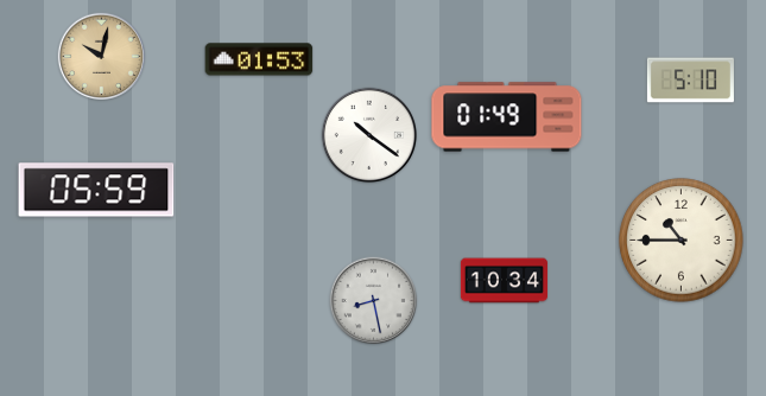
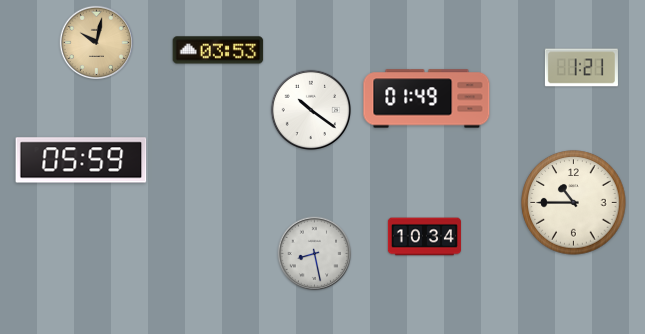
clock at (102, 57) position: (102, 57) -> (97, 43)
clock at (259, 59): 01:53 -> 03:53
clock at (690, 81): 5:10 -> 1:21
clock at (368, 134) position: (368, 134) -> (310, 109)
